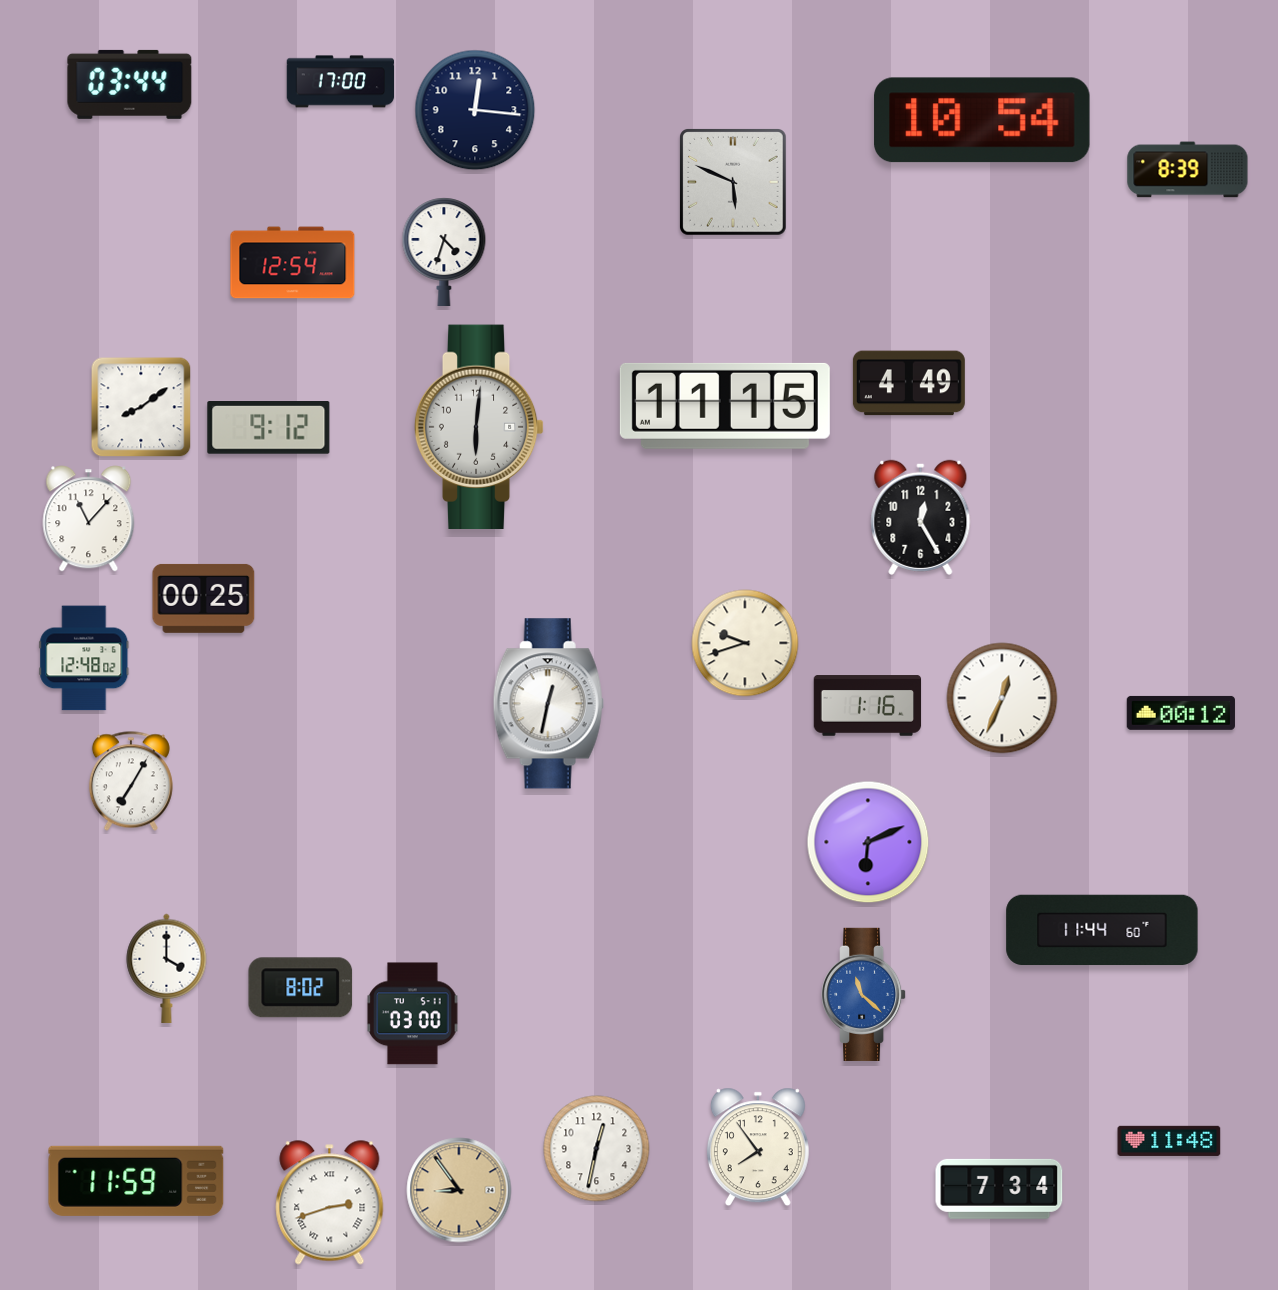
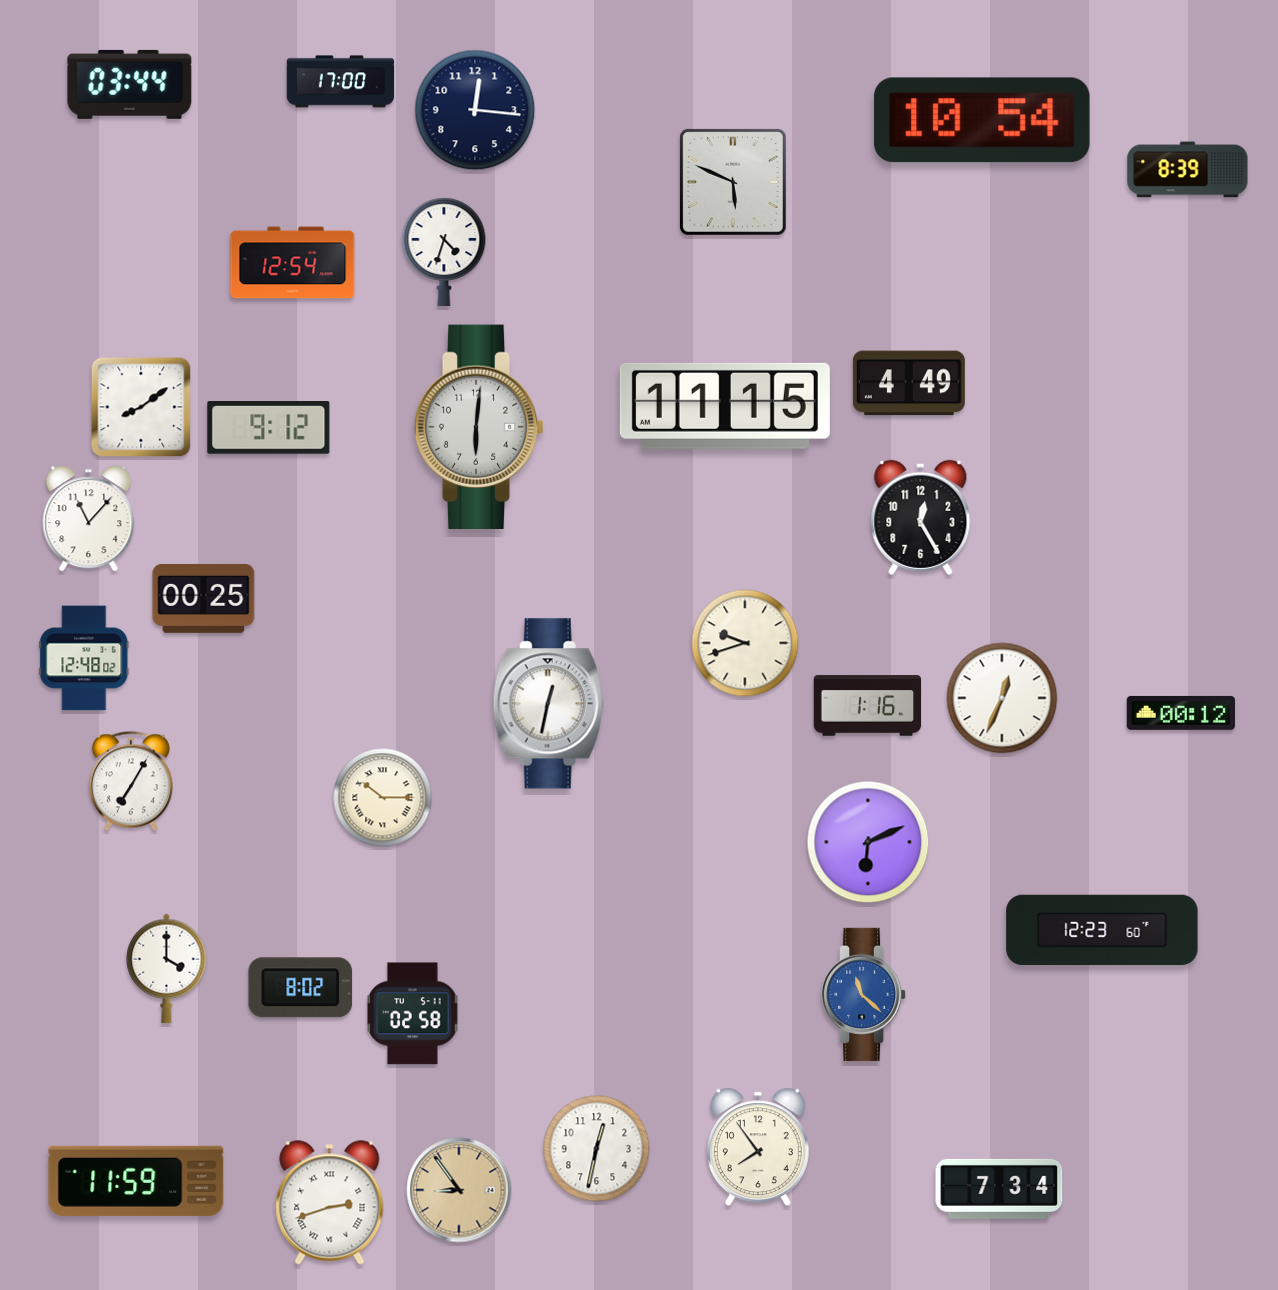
clock at (383, 798): none -> 10:15
clock at (1102, 930): 11:44 -> 12:23
clock at (413, 1014): 03:00 -> 02:58
clock at (1169, 1141): 11:48 -> none
